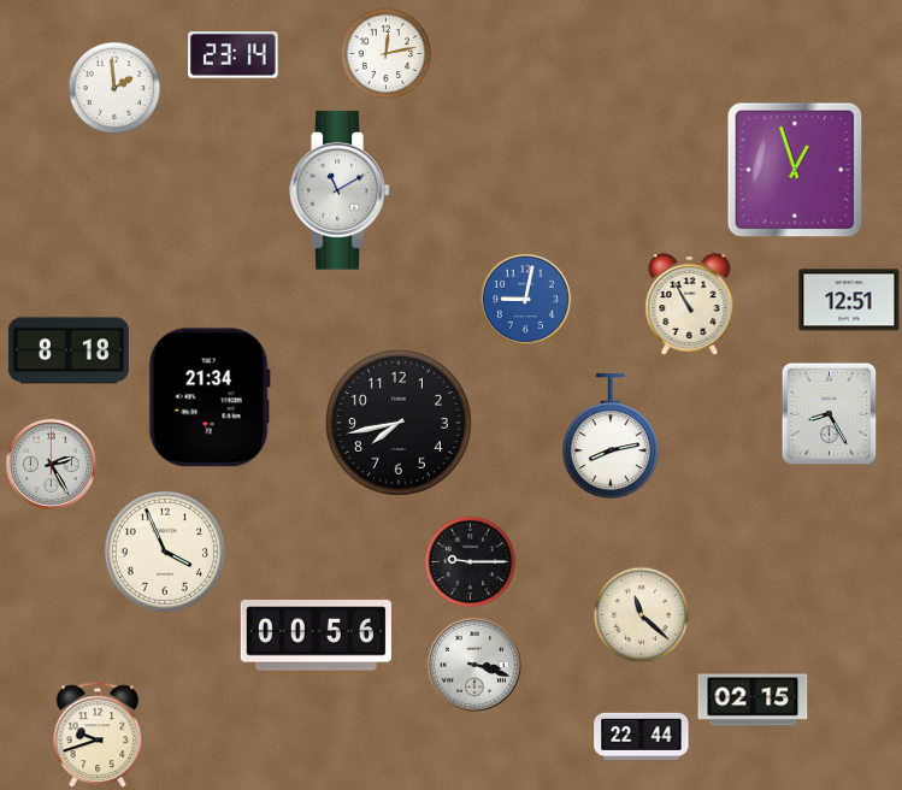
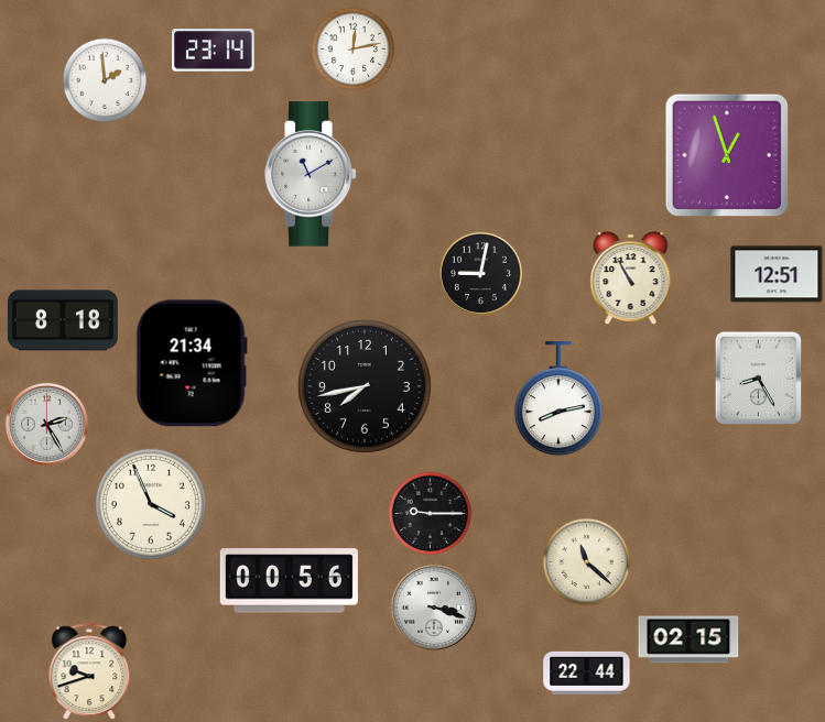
clock at (525, 299) dial: blue -> black
